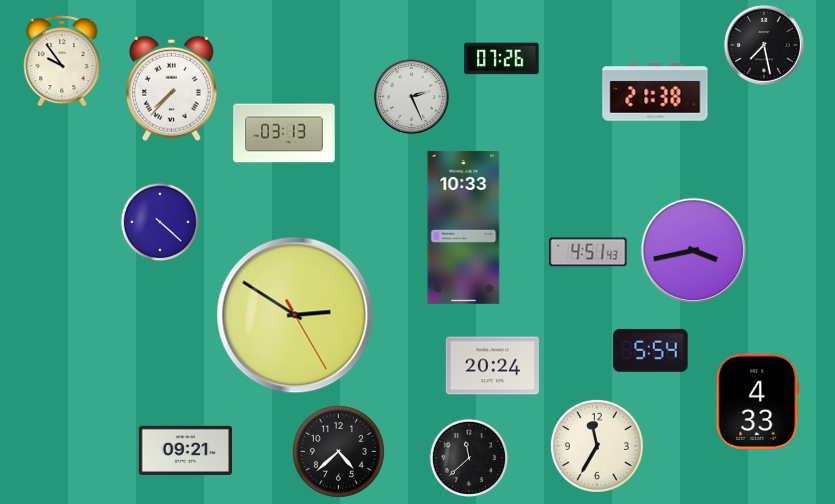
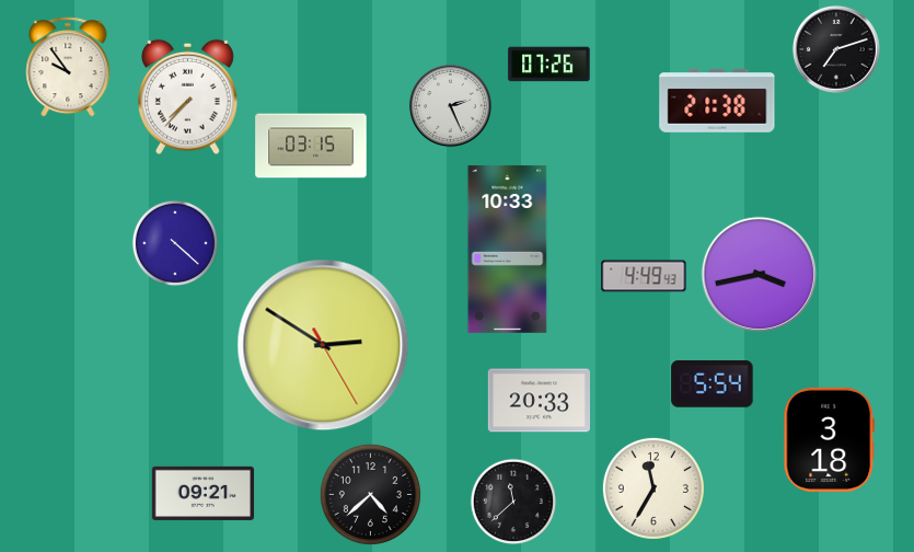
clock at (764, 45): 7:28 -> 7:12
clock at (284, 133): 03:13 -> 03:15
clock at (588, 252): 4:51 -> 4:49
clock at (492, 366): 20:24 -> 20:33
clock at (758, 401): 4:33 -> 3:18
